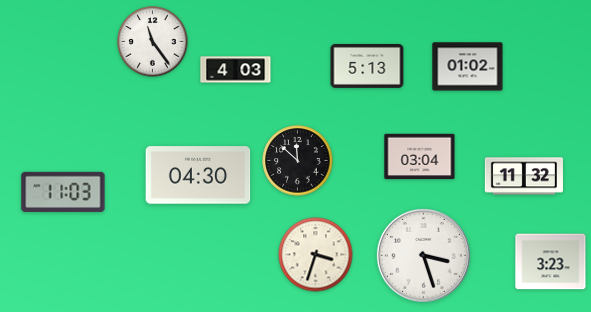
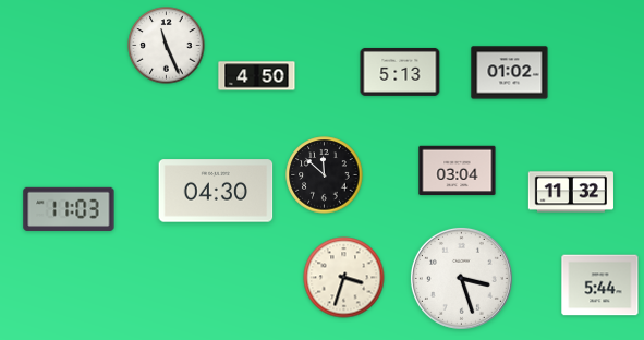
clock at (153, 42): 11:24 -> 11:26
clock at (236, 70): 4:03 -> 4:50
clock at (551, 262): 3:23 -> 5:44
